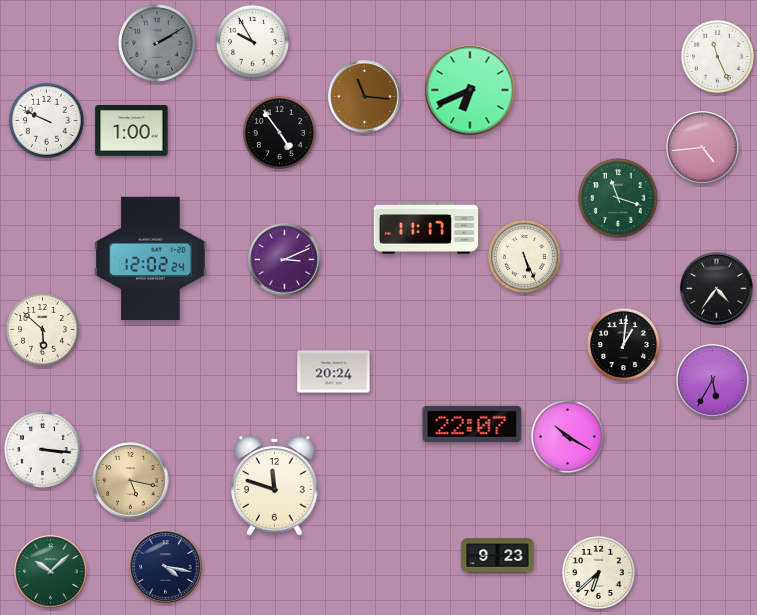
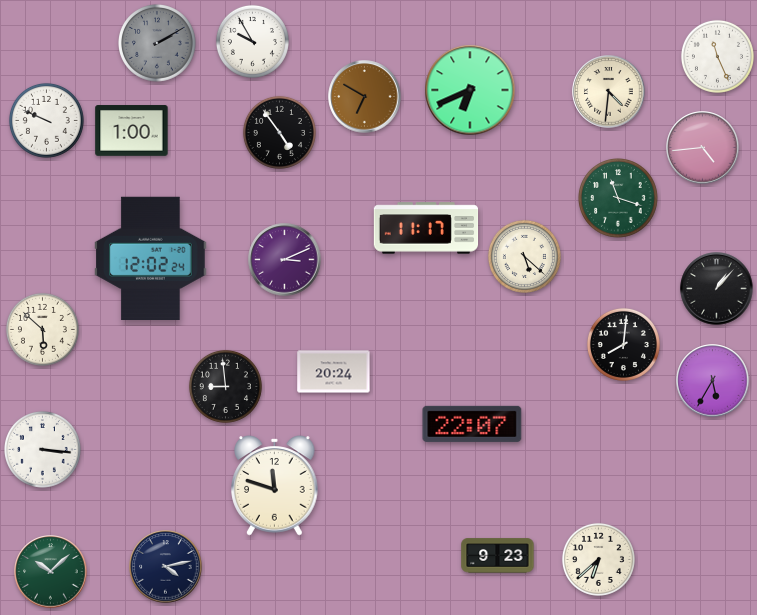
clock at (609, 92): none -> 4:31
clock at (365, 97): 11:16 -> 6:50
clock at (524, 256): 5:26 -> 5:22
clock at (717, 289): 4:36 -> 1:07
clock at (623, 344): 1:01 -> 8:01
clock at (225, 386): none -> 8:59
clock at (567, 436): 10:20 -> none
clock at (131, 481): 5:17 -> none
clock at (166, 567): 4:17 -> 4:13
clock at (598, 572) position: (598, 572) -> (598, 559)
